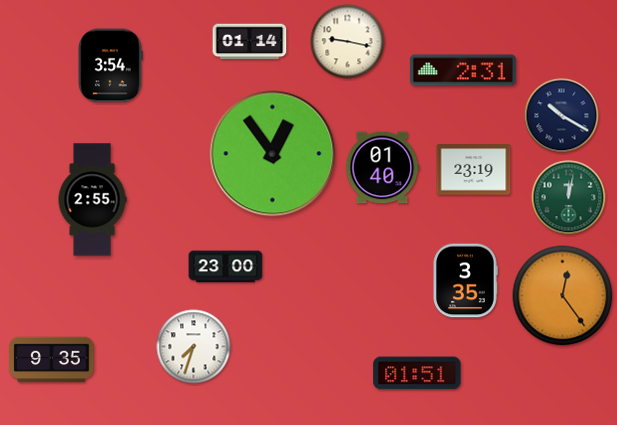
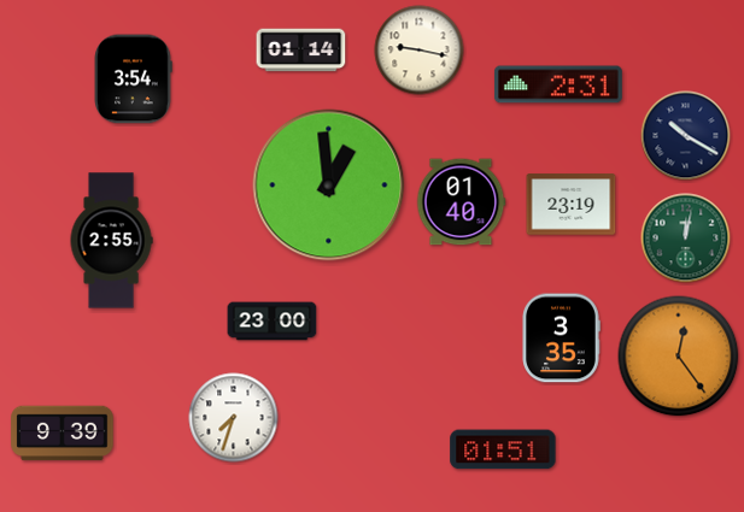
clock at (562, 116) position: (562, 116) -> (686, 136)
clock at (273, 154): 12:54 -> 12:59
clock at (52, 360): 9:35 -> 9:39
